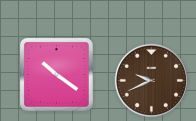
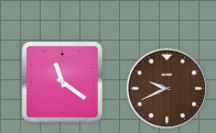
clock at (56, 74): 10:21 -> 11:21
